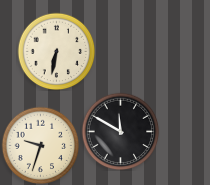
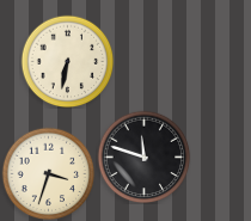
clock at (120, 131): 11:50 -> 11:48
clock at (40, 145): 9:33 -> 3:33
